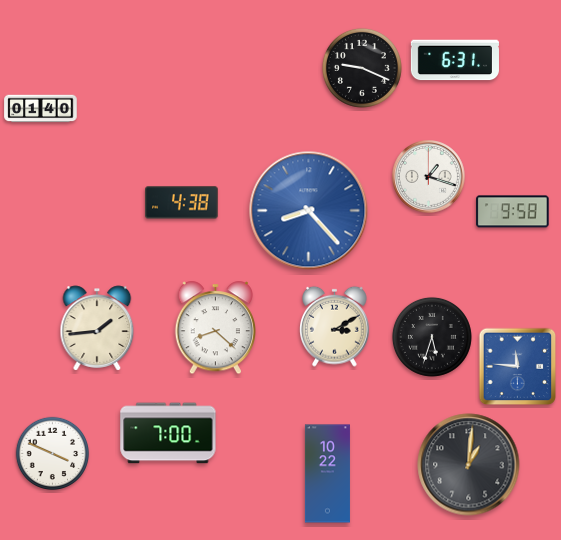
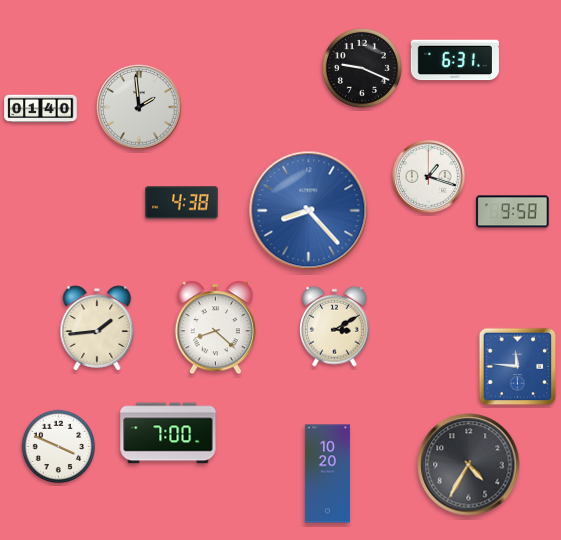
clock at (139, 107): none -> 1:59
clock at (432, 337): 5:33 -> none
clock at (53, 454) position: (53, 454) -> (59, 447)
clock at (469, 465): 1:01 -> 4:35
clock at (327, 474): 10:22 -> 10:20
